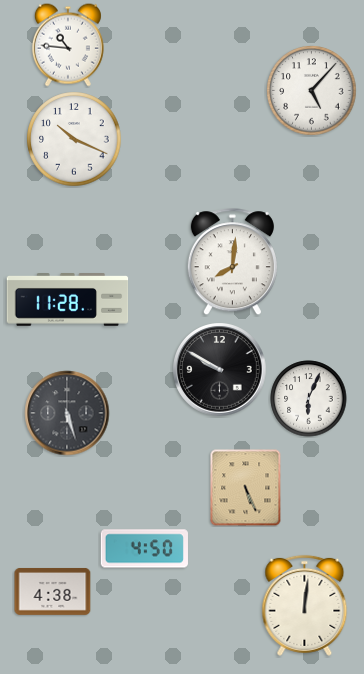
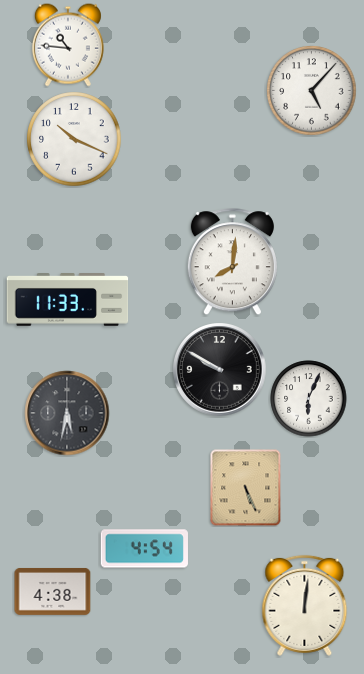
clock at (68, 300): 11:28 -> 11:33
clock at (67, 413): 5:27 -> 5:32
clock at (144, 549): 4:50 -> 4:54
